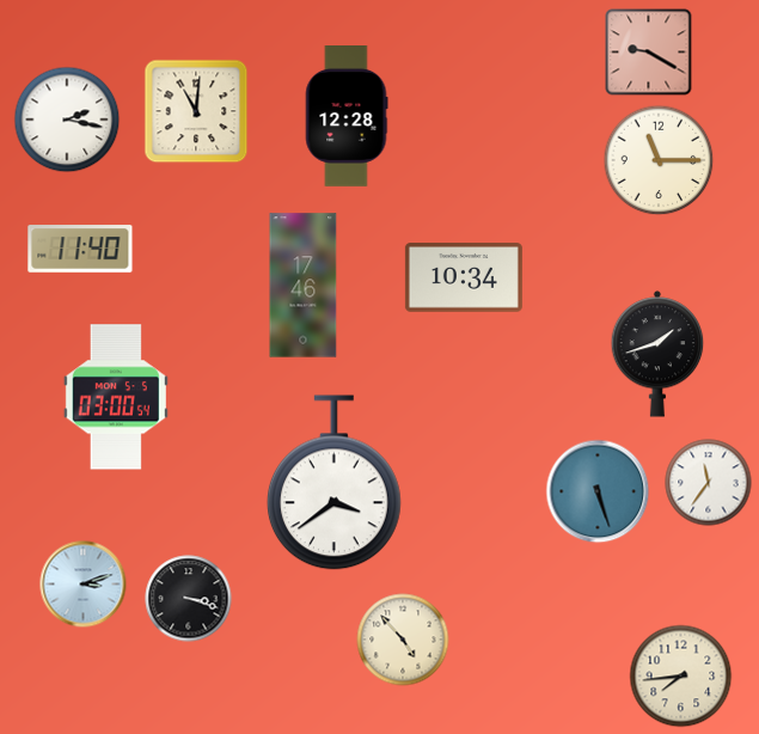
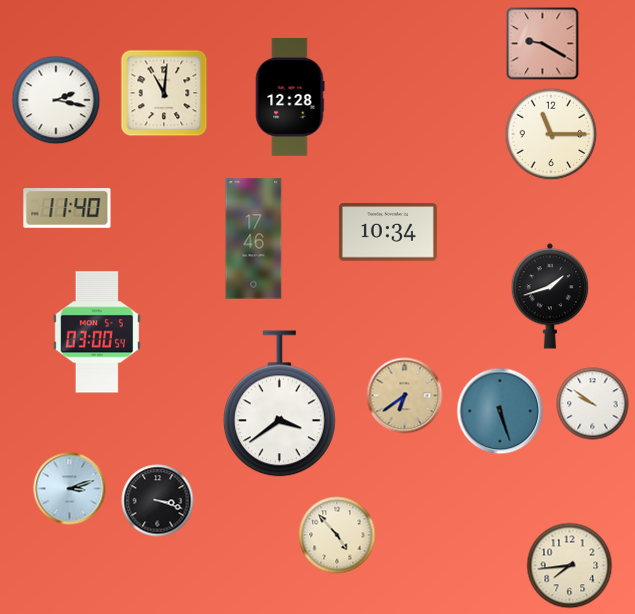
clock at (405, 396): none -> 6:39
clock at (709, 483): 11:36 -> 9:51
